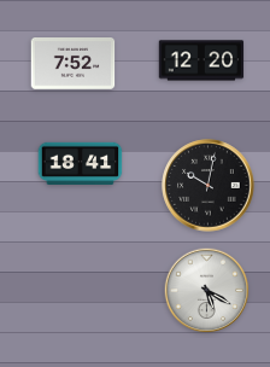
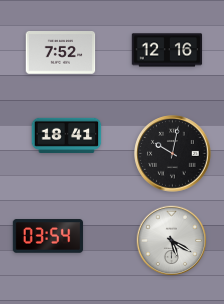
clock at (201, 60): 12:20 -> 12:16
clock at (48, 236): none -> 03:54
